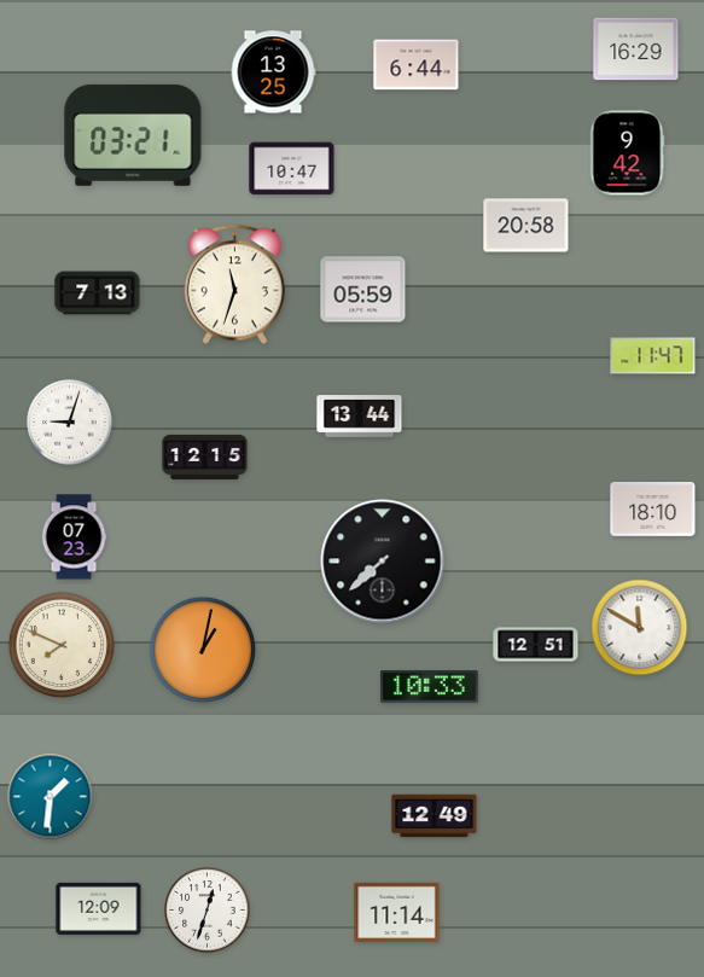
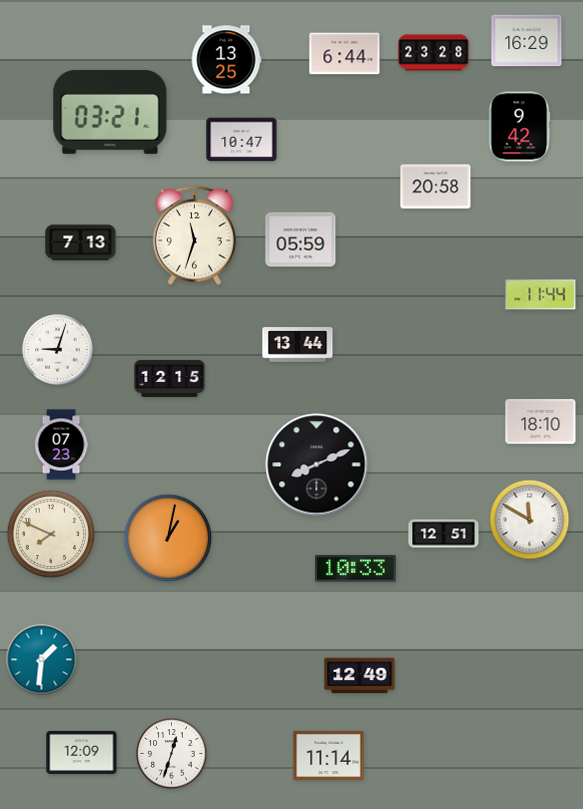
clock at (434, 53): none -> 23:28
clock at (653, 356): 11:47 -> 11:44
clock at (383, 562): 7:38 -> 8:11
